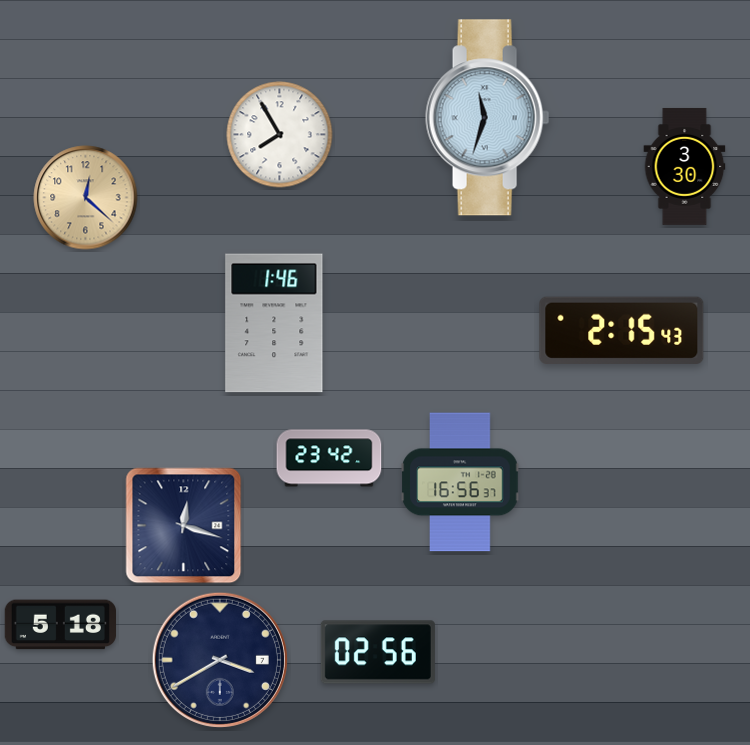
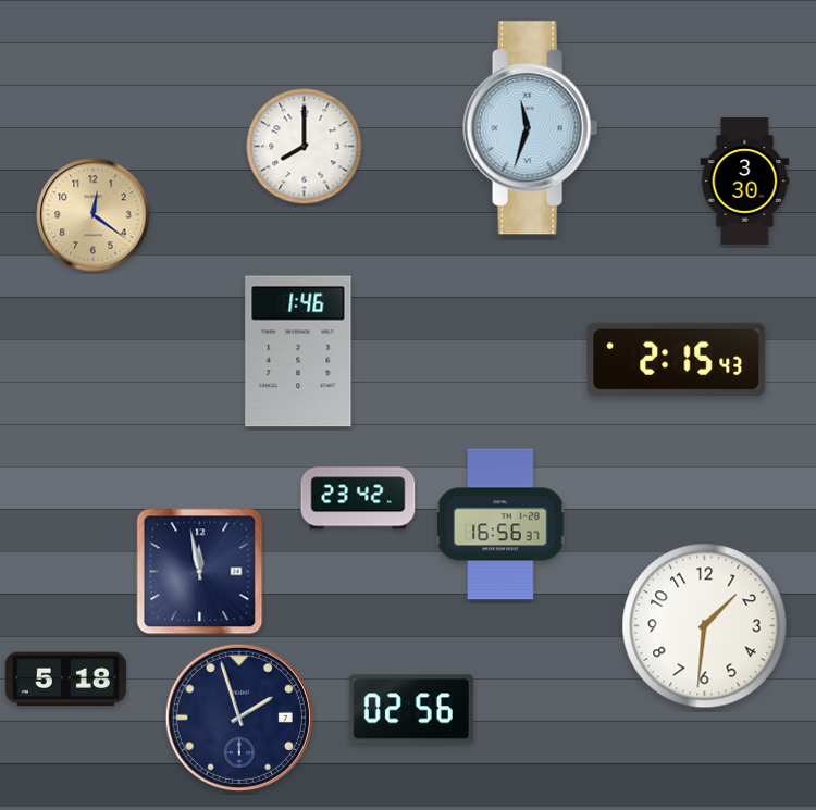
clock at (280, 135): 7:55 -> 8:00
clock at (86, 198): 12:22 -> 12:21
clock at (184, 526): 12:18 -> 11:58
clock at (705, 626): none -> 1:31
clock at (220, 660): 3:40 -> 1:57
